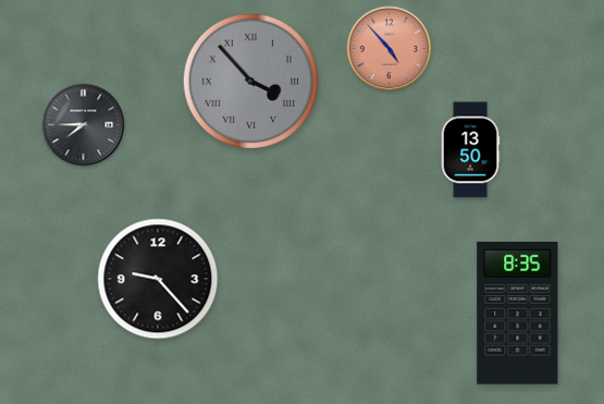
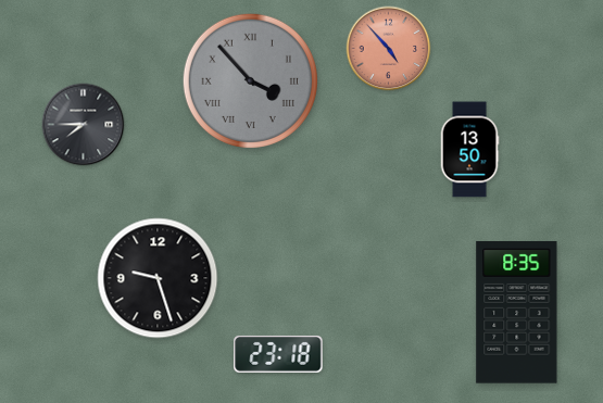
clock at (158, 279): 9:23 -> 9:27
clock at (278, 354): none -> 23:18
